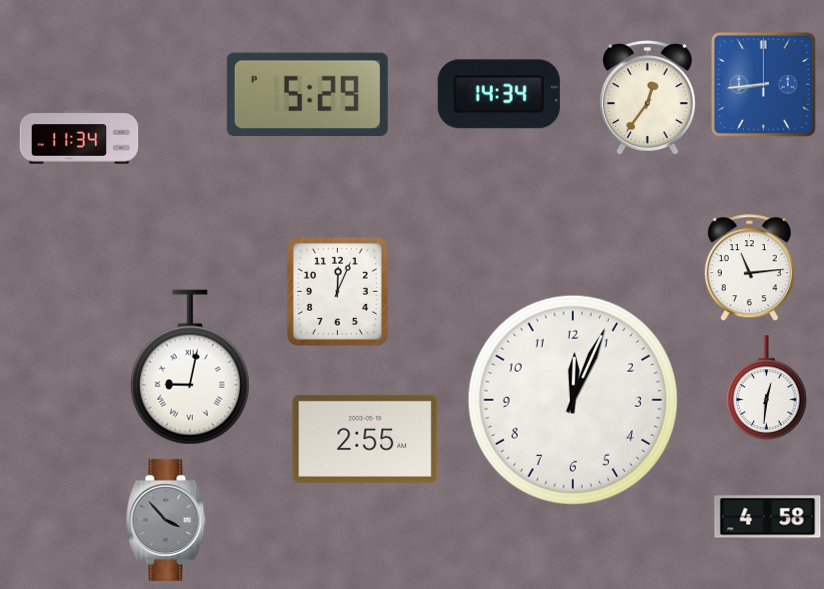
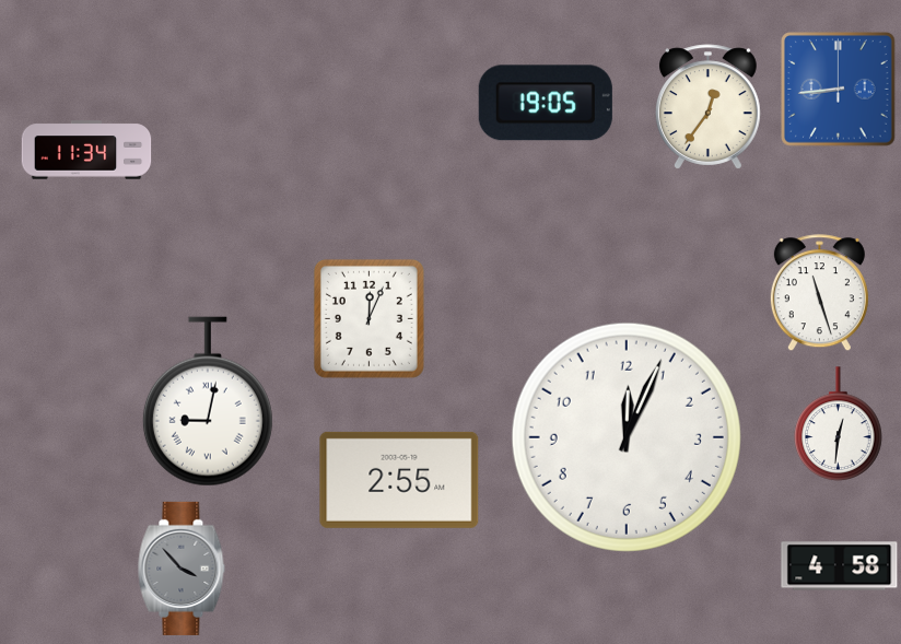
clock at (764, 85) position: (764, 85) -> (839, 90)
clock at (307, 94): 5:29 -> none
clock at (499, 94): 14:34 -> 19:05
clock at (749, 268): 11:14 -> 11:27
